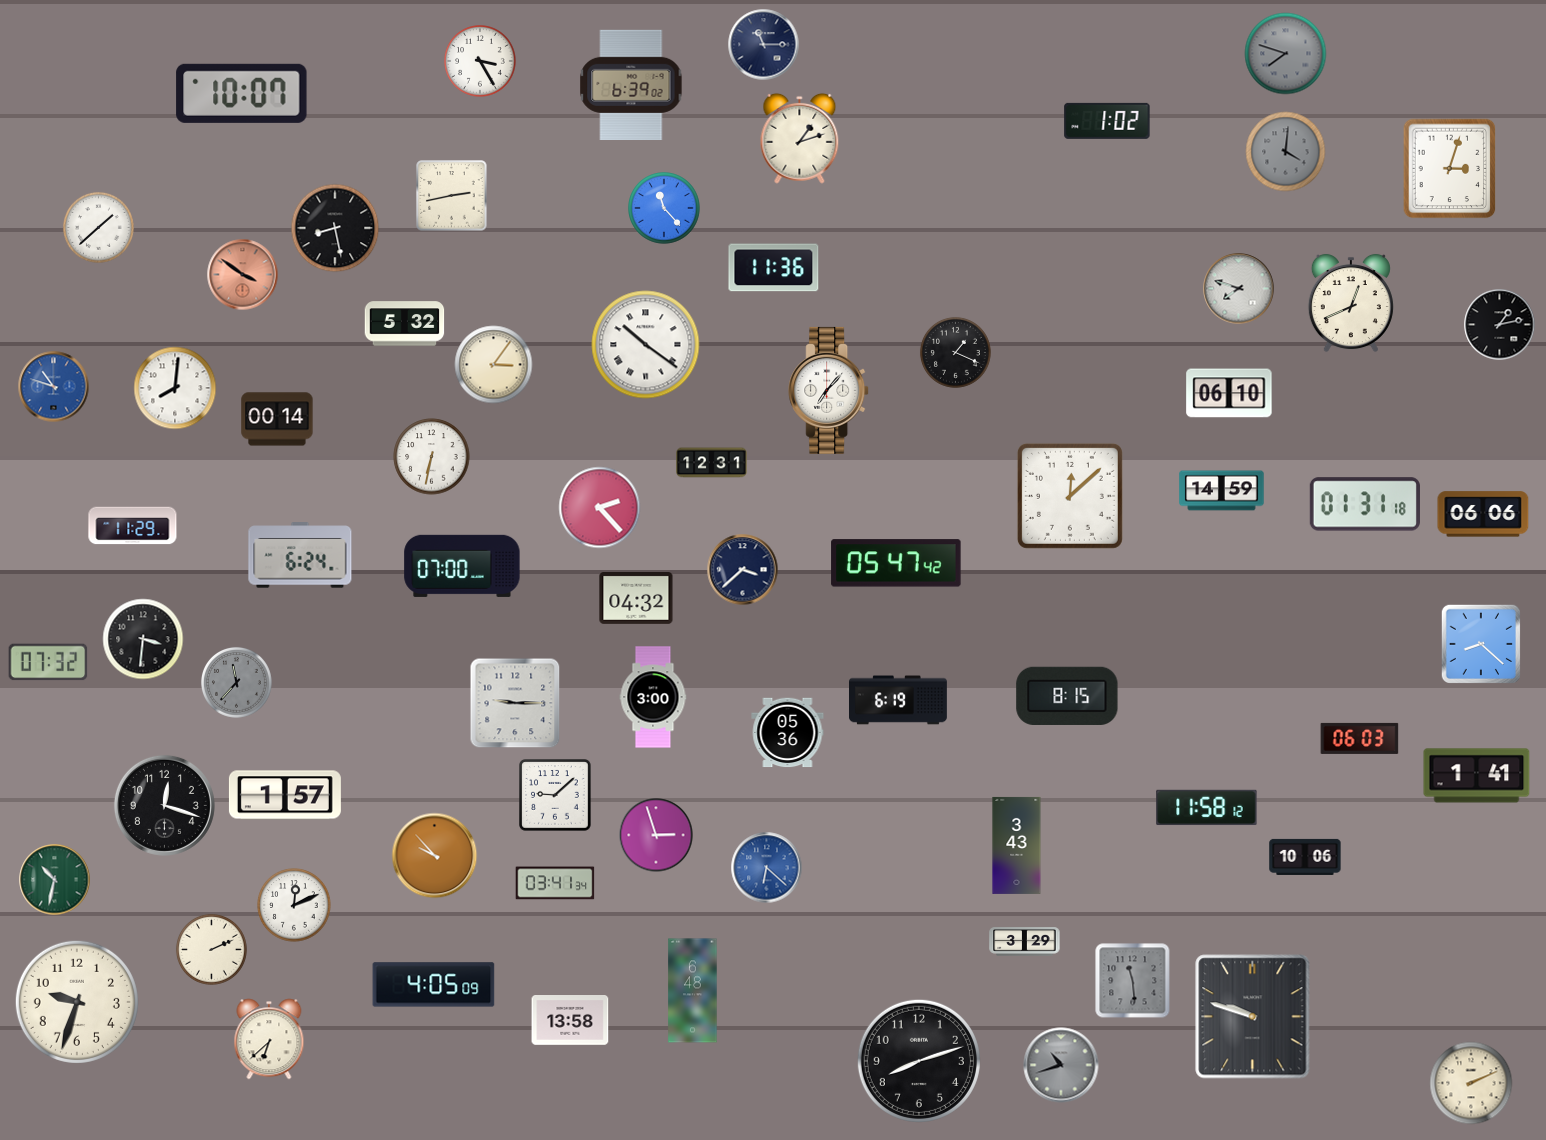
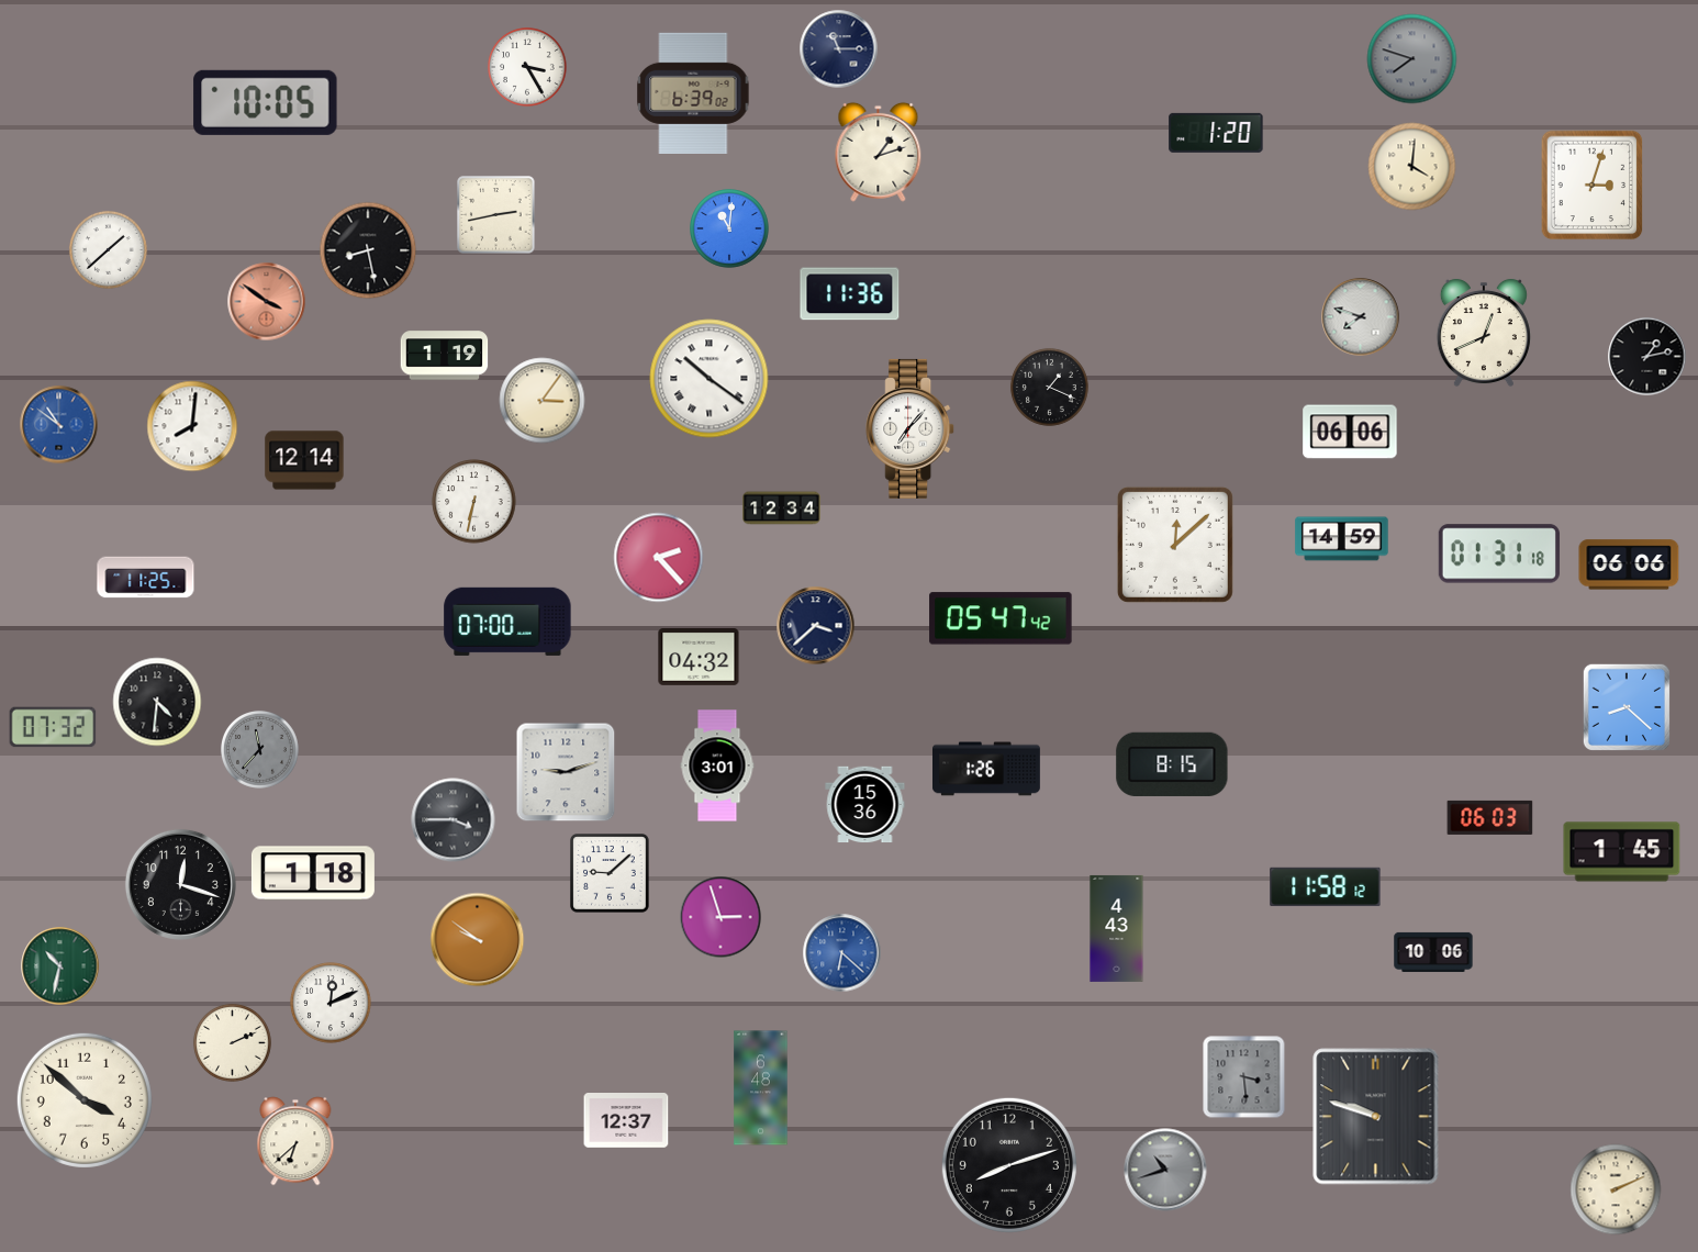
clock at (242, 93): 10:07 -> 10:05
clock at (1107, 121): 1:02 -> 1:20
clock at (1286, 152) dial: grey -> cream
clock at (665, 209): 11:23 -> 11:01
clock at (405, 324): 5:32 -> 1:19
clock at (54, 387): 10:48 -> 10:51
clock at (1229, 393): 06:10 -> 06:06
clock at (277, 419): 00:14 -> 12:14
clock at (712, 463): 12:31 -> 12:34
clock at (133, 526): 11:29 -> 11:25
clock at (300, 555): 6:24 -> none
clock at (896, 563) position: (896, 563) -> (1001, 618)
clock at (143, 639): 3:31 -> 4:31
clock at (653, 697): 3:00 -> 3:01
clock at (899, 700): 6:19 -> 1:26
clock at (515, 703): 9:15 -> 9:12
clock at (788, 733): 05:36 -> 15:36
clock at (1360, 738) position: (1360, 738) -> (1490, 817)
clock at (454, 820): none -> 3:45
clock at (1477, 776): 1:41 -> 1:45
clock at (285, 795): 1:57 -> 1:18
clock at (1017, 845): 3:43 -> 4:43
clock at (435, 856): 9:53 -> 9:51
clock at (1305, 857) position: (1305, 857) -> (1433, 952)
clock at (555, 883): 03:41 -> none
clock at (294, 905) position: (294, 905) -> (331, 1003)
clock at (1025, 942): 3:29 -> none
clock at (1133, 981): 11:29 -> 3:29
clock at (434, 985): 4:05 -> none
clock at (77, 1002): 9:33 -> 3:52
clock at (570, 1021): 13:58 -> 12:37
